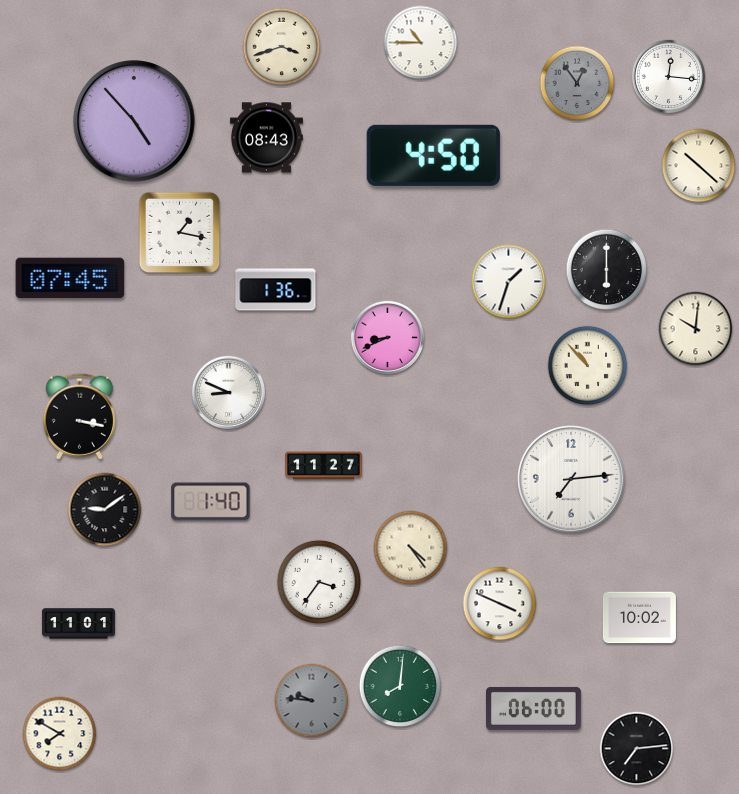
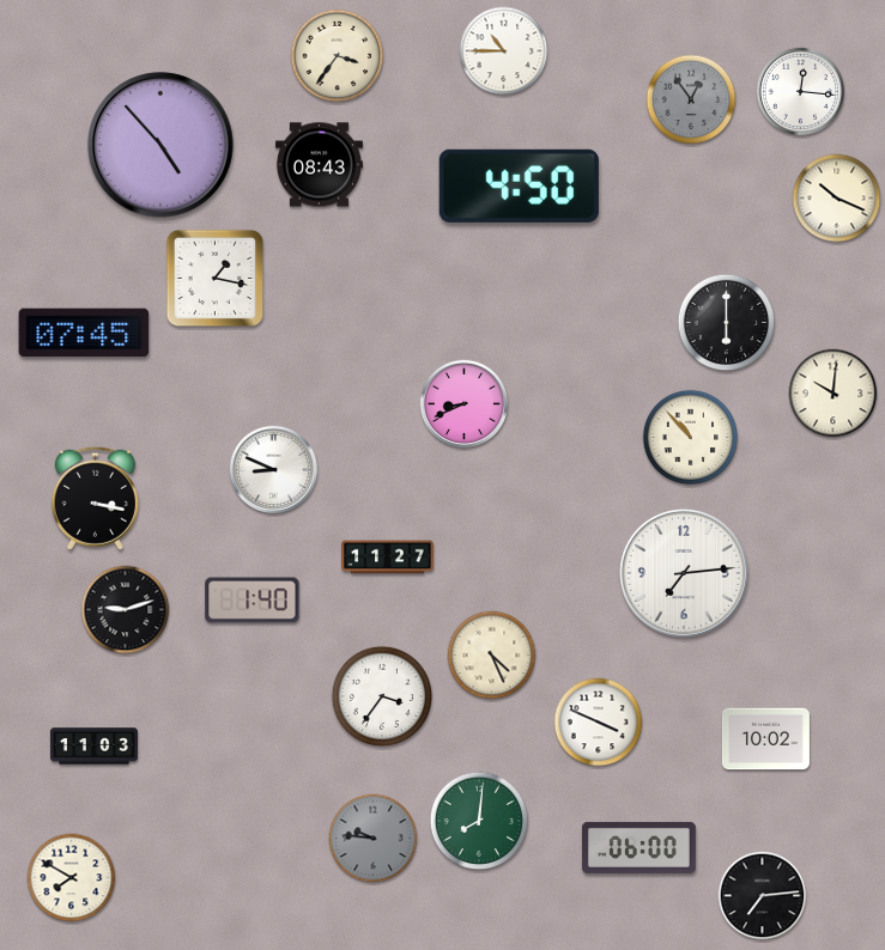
clock at (282, 47): 3:42 -> 3:36
clock at (699, 166): 10:22 -> 10:19
clock at (509, 282): 1:33 -> none
clock at (276, 290): 1:36 -> none
clock at (588, 366) position: (588, 366) -> (691, 438)
clock at (105, 510): 9:09 -> 9:12
clock at (411, 548): 4:24 -> 4:26
clock at (78, 624): 11:01 -> 11:03
